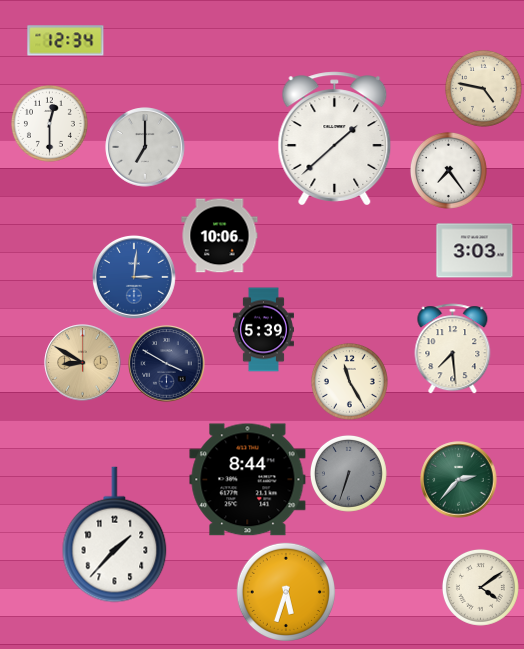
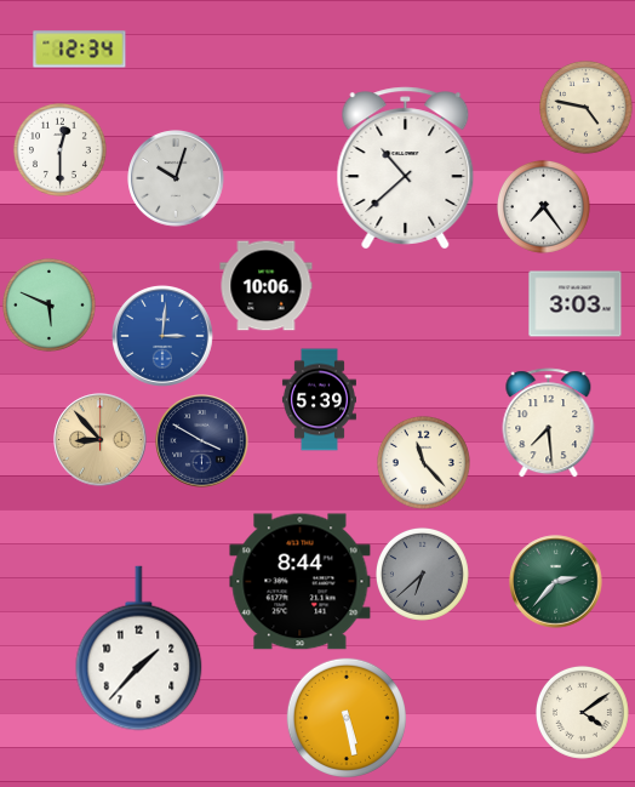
clock at (335, 139): 1:38 -> 10:38
clock at (145, 147): 7:00 -> 10:03
clock at (48, 304): none -> 5:49
clock at (83, 363): 8:50 -> 8:53
clock at (349, 381): 11:25 -> 11:23
clock at (348, 473): 6:33 -> 6:38
clock at (286, 592): 5:33 -> 5:28
